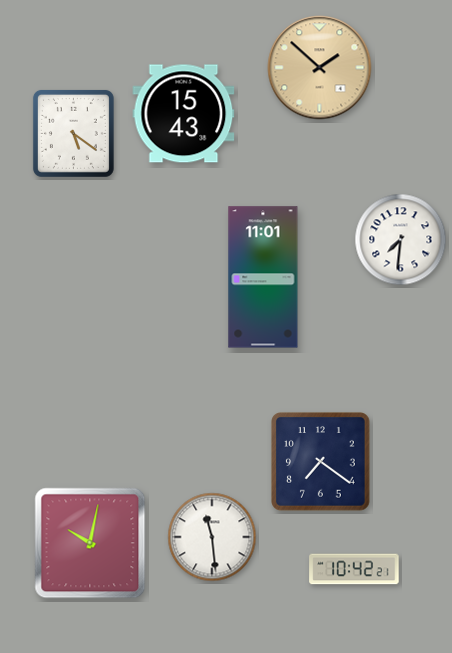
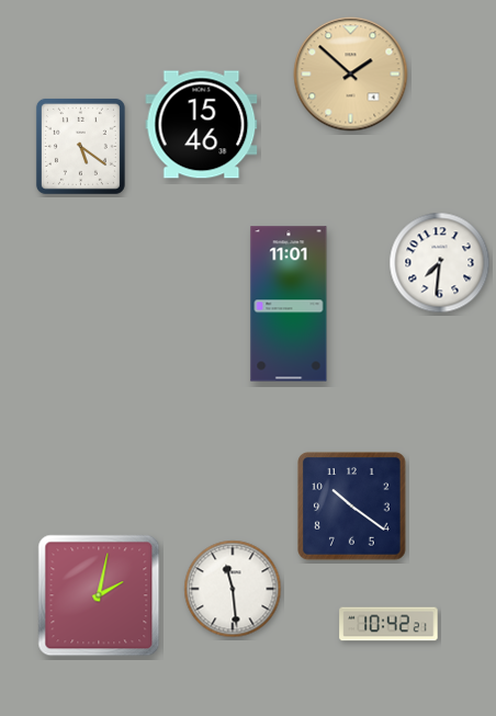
clock at (184, 114): 15:43 -> 15:46
clock at (321, 462): 7:21 -> 10:21
clock at (90, 543): 10:02 -> 2:02
